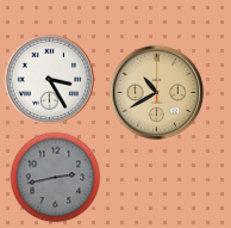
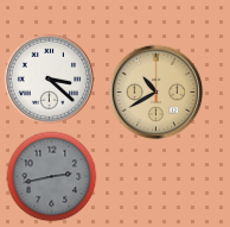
clock at (50, 80): 3:25 -> 3:22
clock at (56, 178) position: (56, 178) -> (52, 177)
